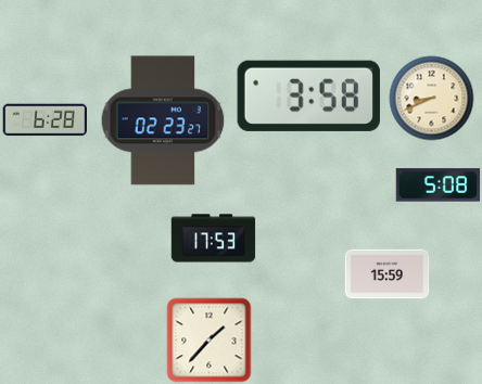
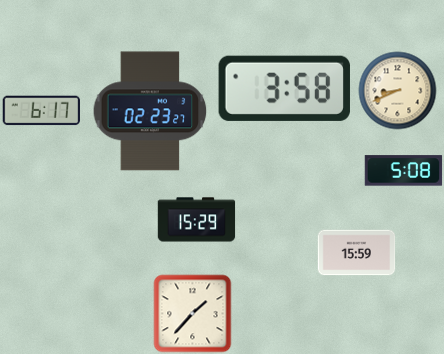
clock at (45, 120): 6:28 -> 6:17
clock at (213, 239): 17:53 -> 15:29
